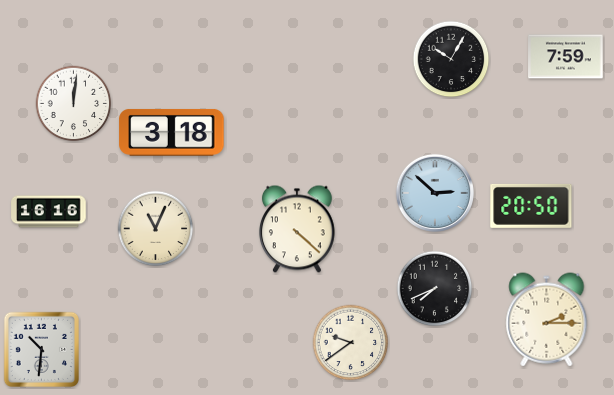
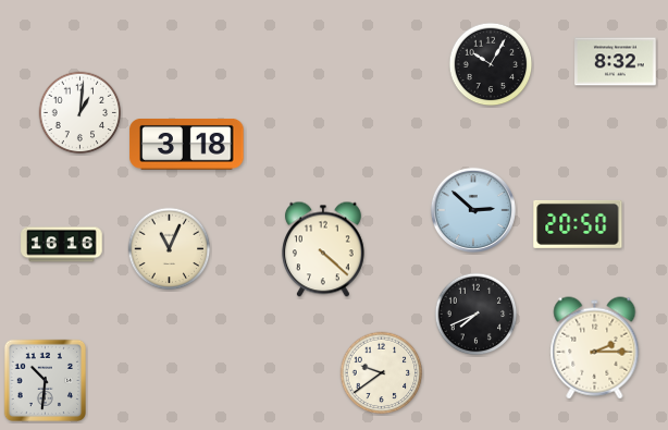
clock at (566, 57): 7:59 -> 8:32
clock at (74, 104): 12:01 -> 1:01
clock at (49, 212) position: (49, 212) -> (62, 245)
clock at (435, 289) position: (435, 289) -> (477, 315)
